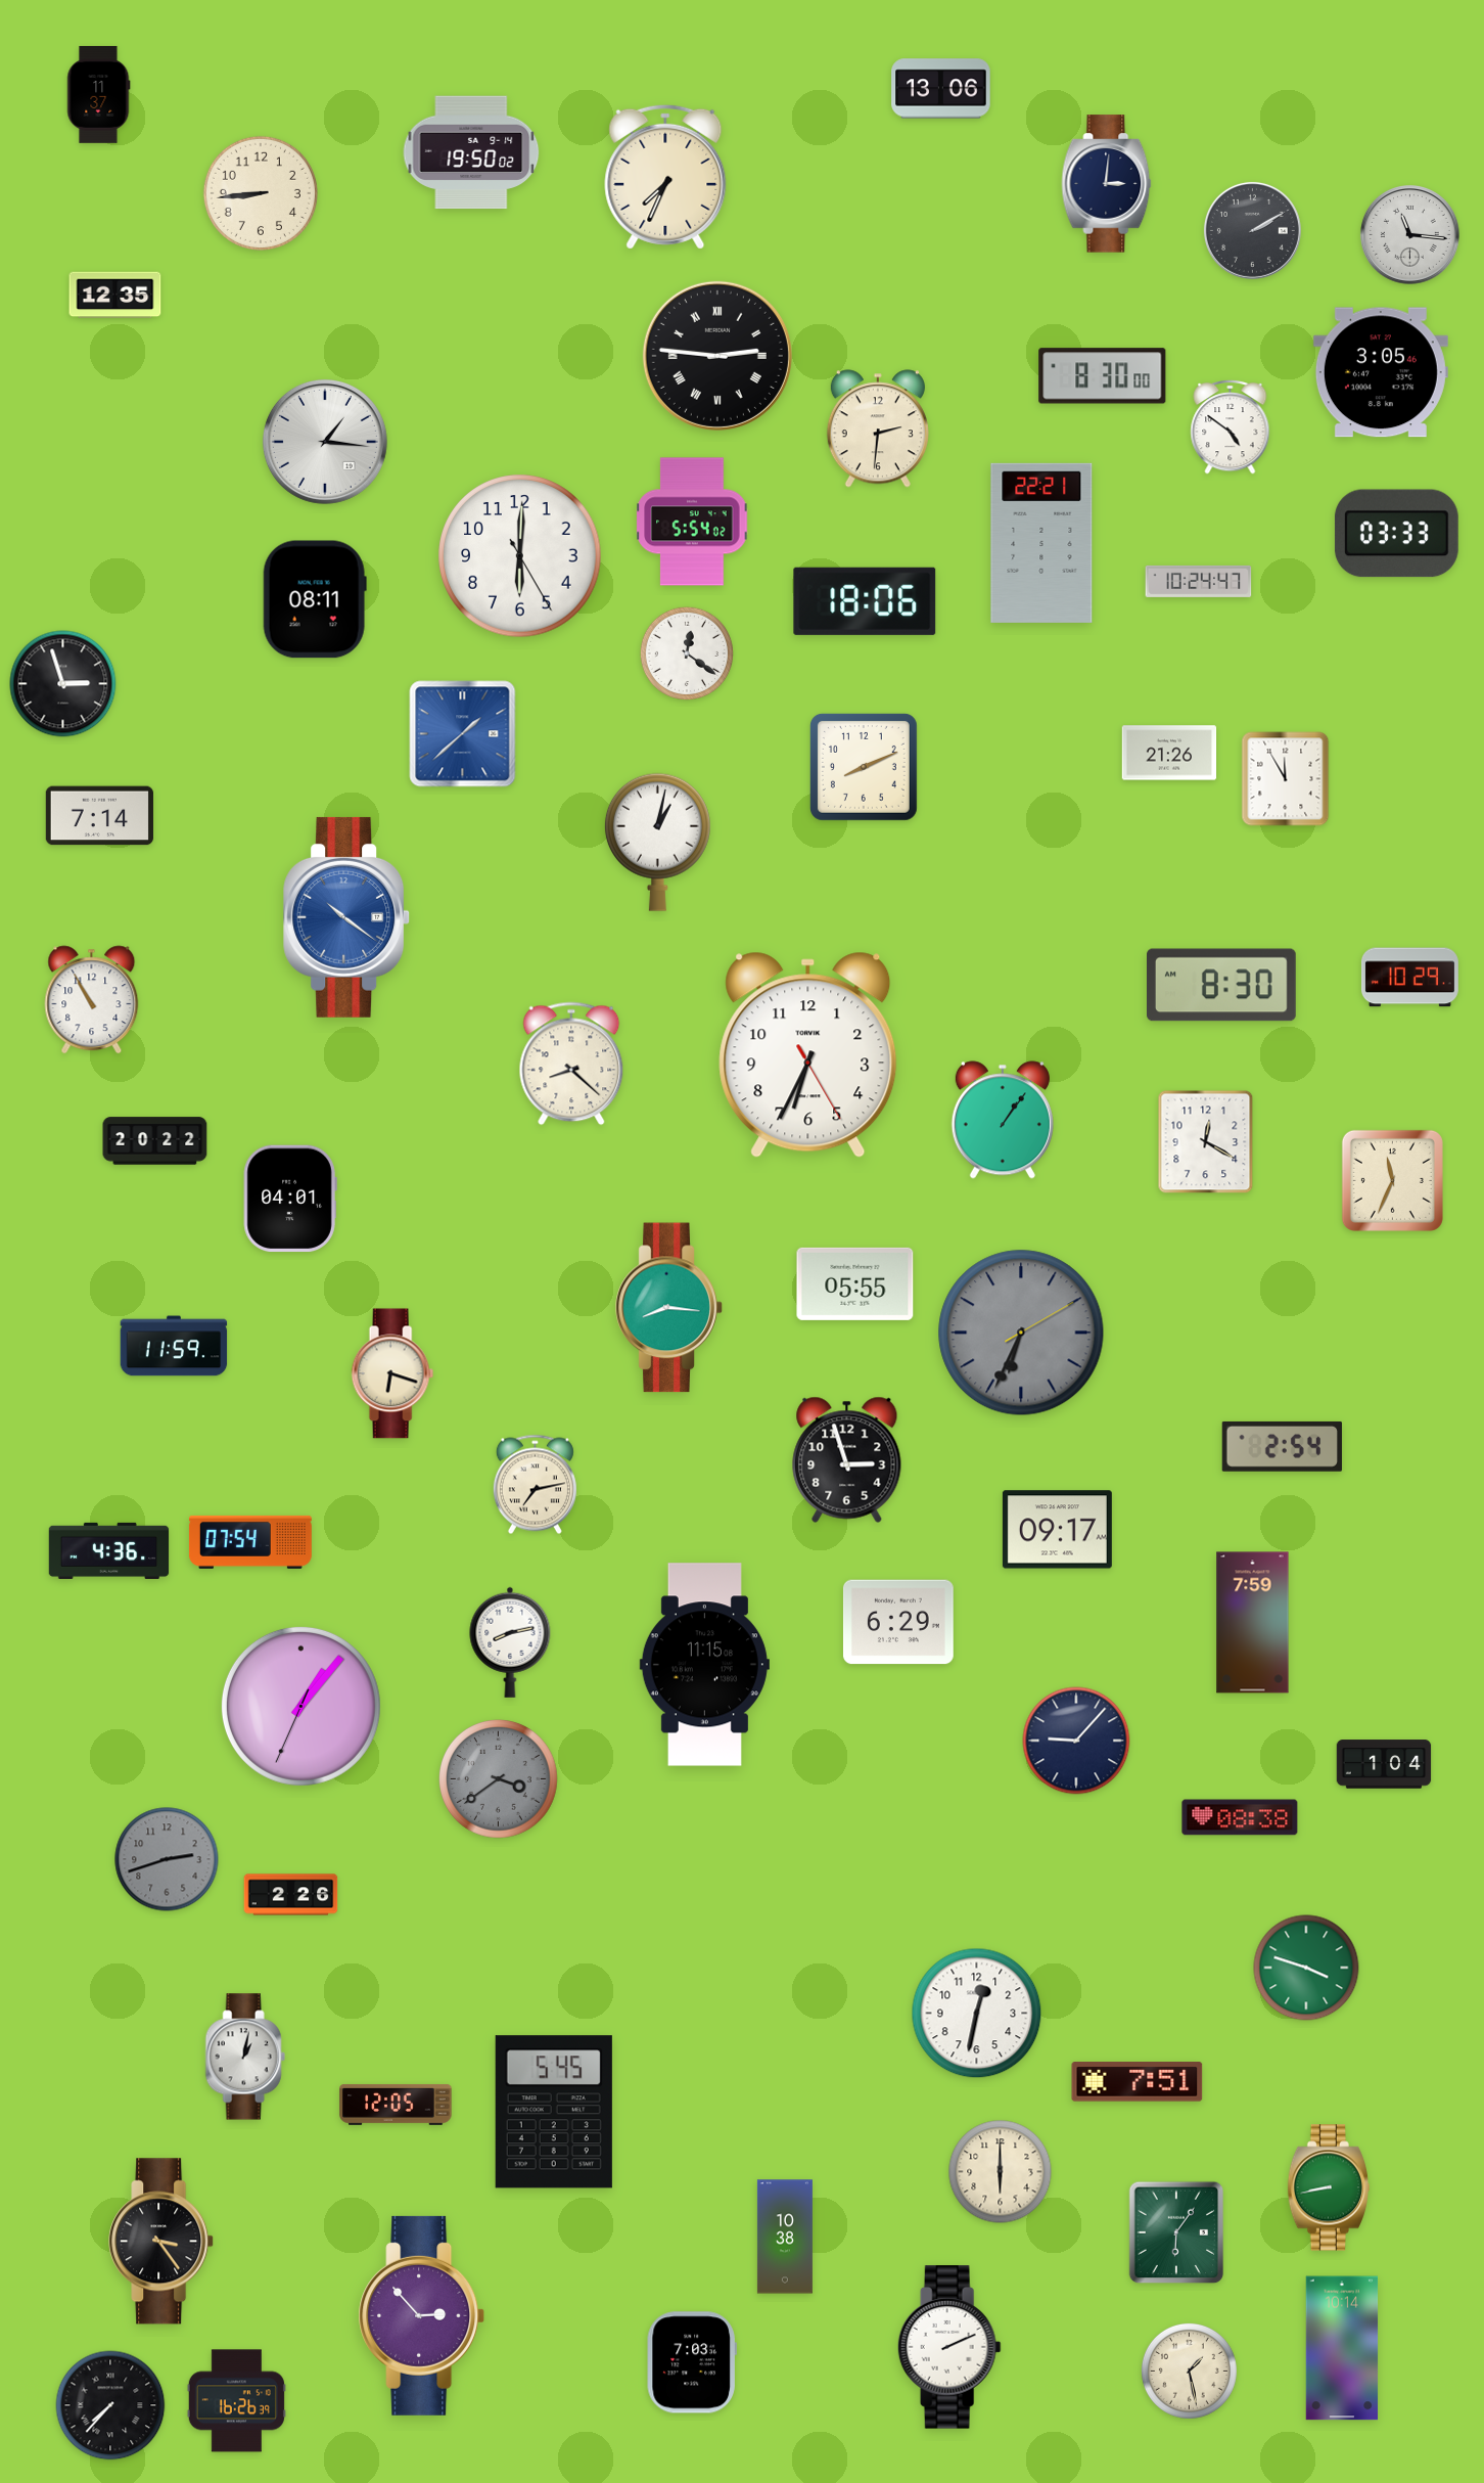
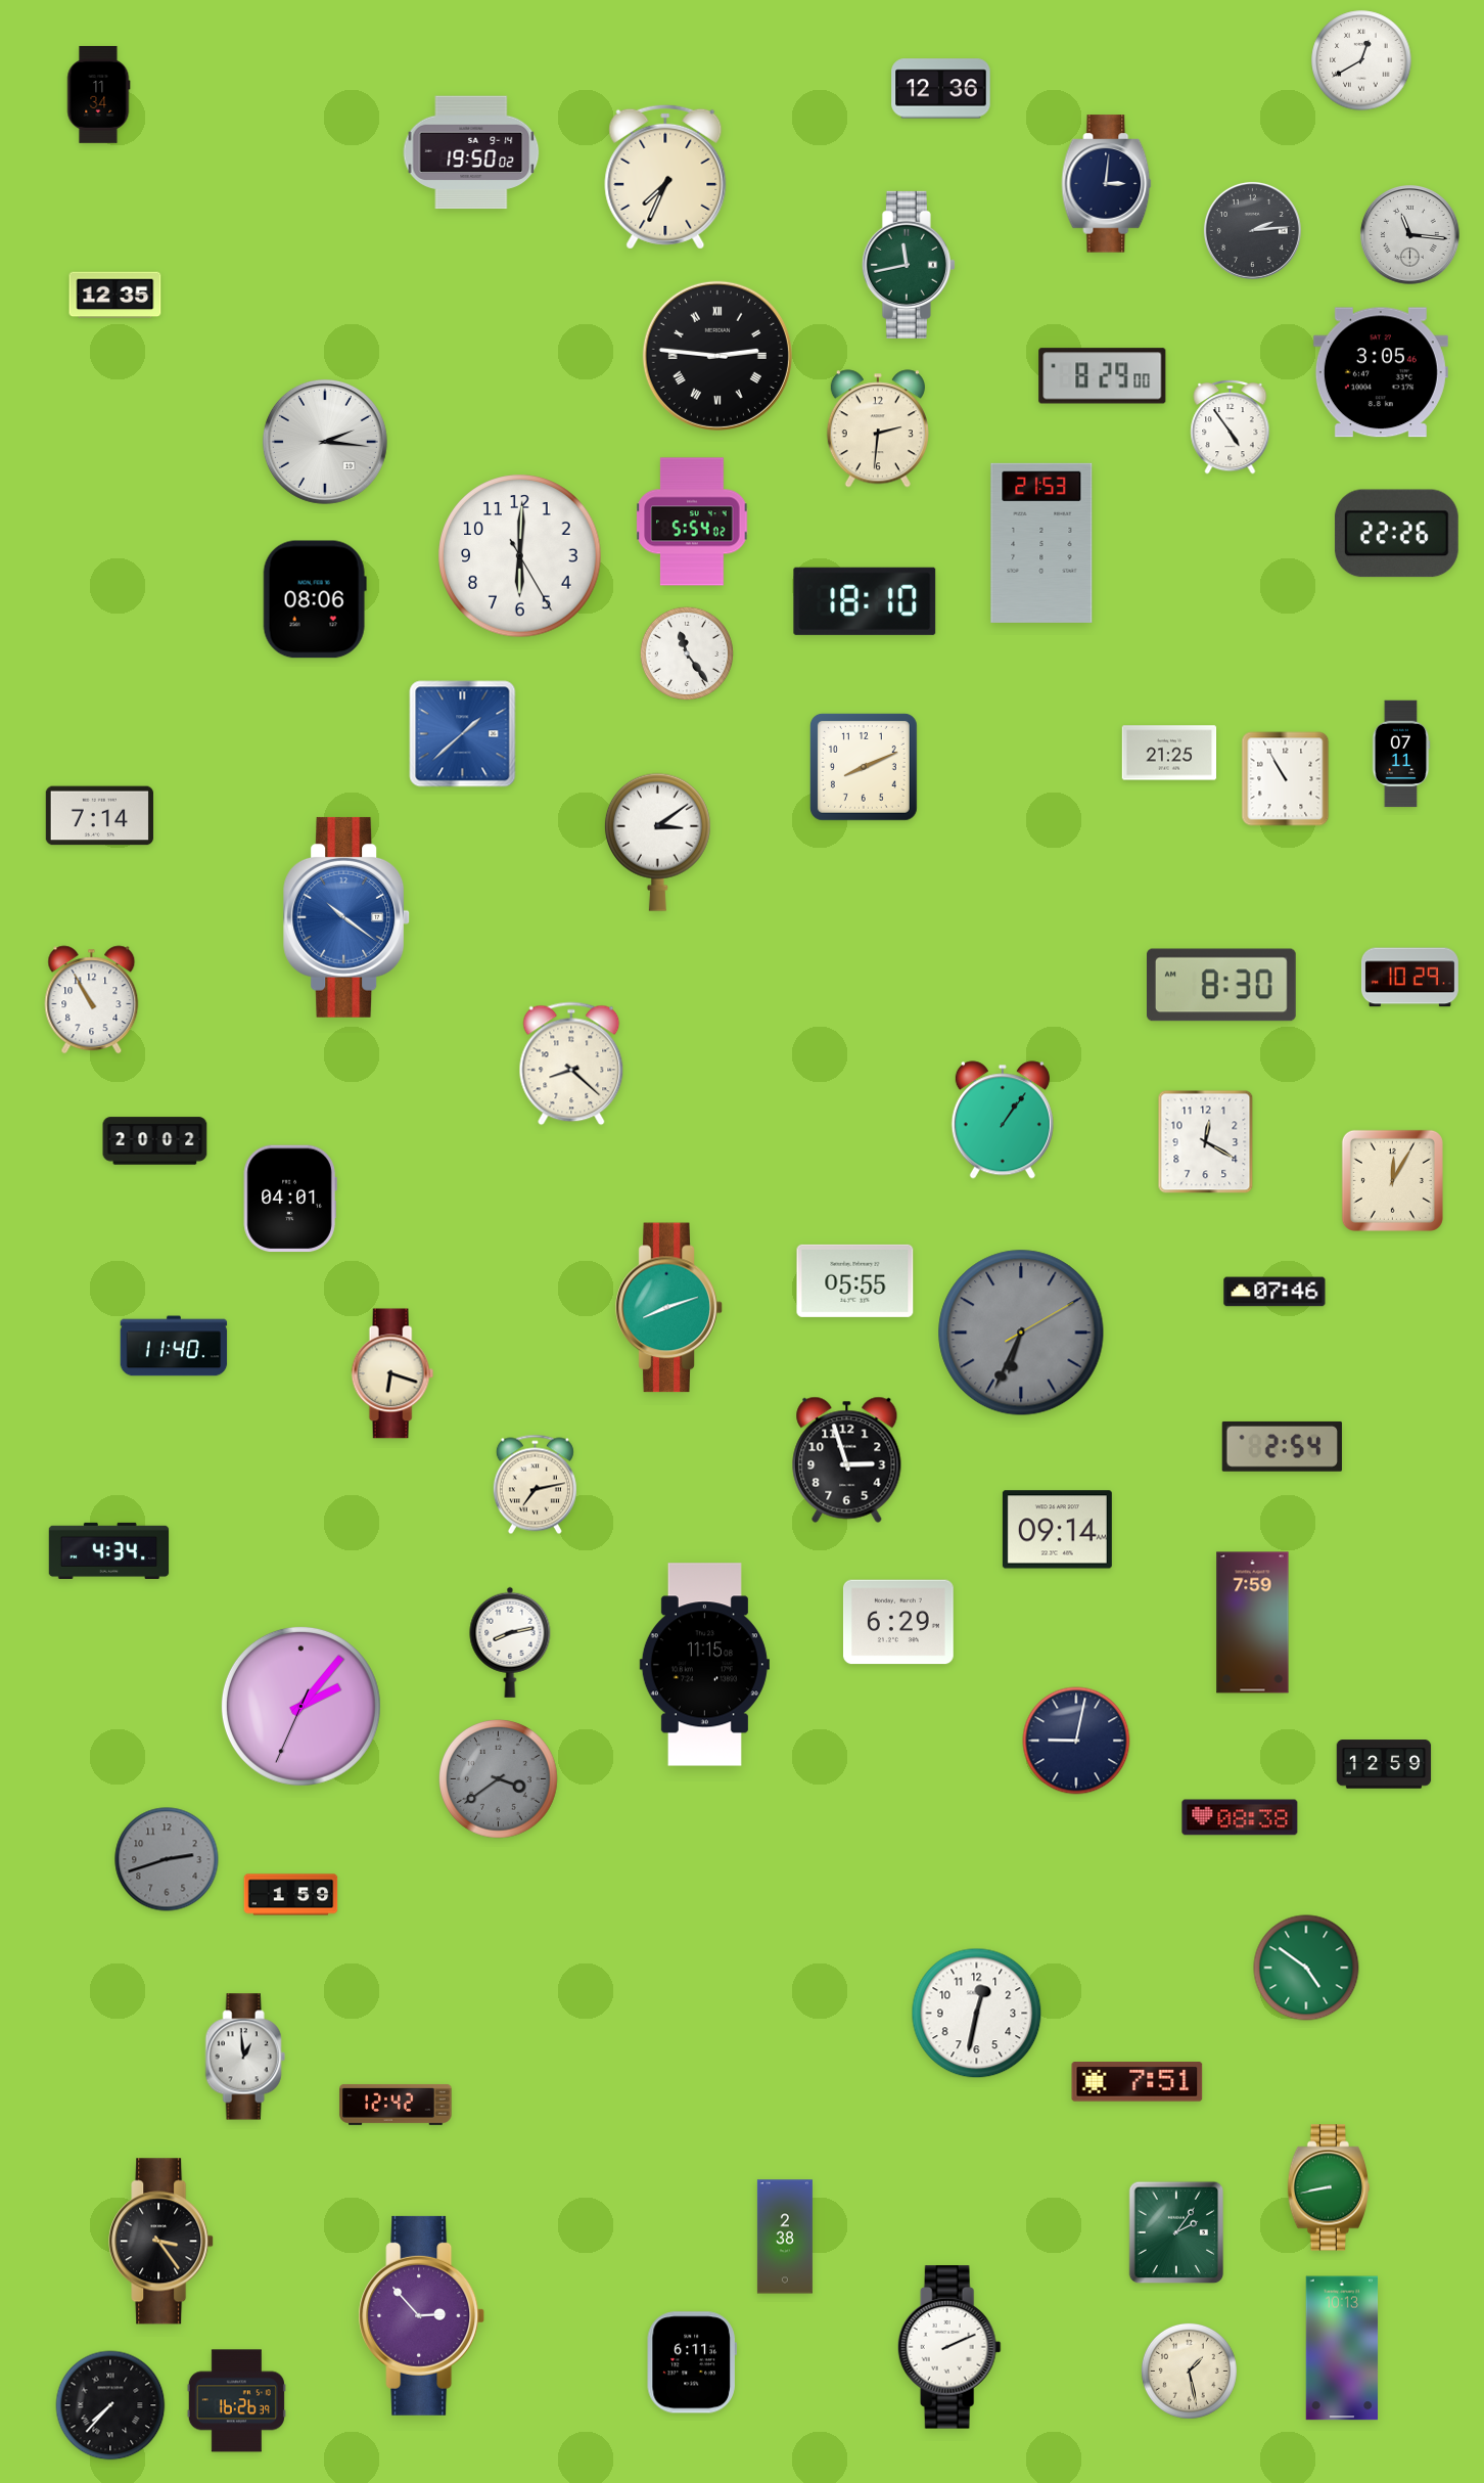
clock at (1361, 60): none -> 12:40
clock at (941, 89): 13:06 -> 12:36
clock at (98, 94): 11:37 -> 11:34
clock at (261, 193): 8:44 -> none
clock at (1252, 230): 2:10 -> 2:14
clock at (909, 265): none -> 11:43
clock at (1103, 376): 8:30 -> 8:29
clock at (1231, 426): 4:51 -> 4:54
clock at (325, 442): 1:16 -> 2:16
clock at (1396, 534): 03:33 -> 22:26
clock at (1041, 543): 22:21 -> 21:53
clock at (1199, 581): 10:24 -> none
clock at (315, 599): 08:11 -> 08:06
clock at (865, 601): 18:06 -> 18:10
clock at (686, 652): 12:21 -> 11:24
clock at (63, 684): 2:57 -> none
clock at (1169, 753): 21:26 -> 21:25
clock at (1401, 754): none -> 07:11
clock at (1286, 779): 11:55 -> 10:55
clock at (657, 842): 1:02 -> 3:09
clock at (808, 1054): 6:34 -> none
clock at (155, 1141): 20:22 -> 20:02
clock at (1392, 1180): 11:34 -> 12:05
clock at (855, 1283) position: (855, 1283) -> (855, 1280)
clock at (1274, 1292): none -> 07:46
clock at (669, 1308): 8:16 -> 8:12
clock at (174, 1346): 11:59 -> 11:40
clock at (1057, 1530): 09:17 -> 09:14
clock at (250, 1542): 07:54 -> none
clock at (109, 1550): 4:36 -> 4:34
clock at (300, 1706): 1:06 -> 2:06
clock at (1076, 1741): 9:07 -> 9:02
clock at (1384, 1764): 1:04 -> 12:59
clock at (291, 1895): 2:26 -> 1:59
clock at (1306, 1968): 3:48 -> 4:51
clock at (245, 2057): 1:02 -> 12:59
clock at (396, 2105): 12:05 -> 12:42
clock at (554, 2112): 5:45 -> none
clock at (1001, 2172): 6:00 -> none
clock at (1176, 2232): 6:06 -> 2:06
clock at (785, 2237): 10:38 -> 2:38
clock at (1342, 2348): 10:14 -> 10:13
clock at (692, 2362): 7:03 -> 6:11
